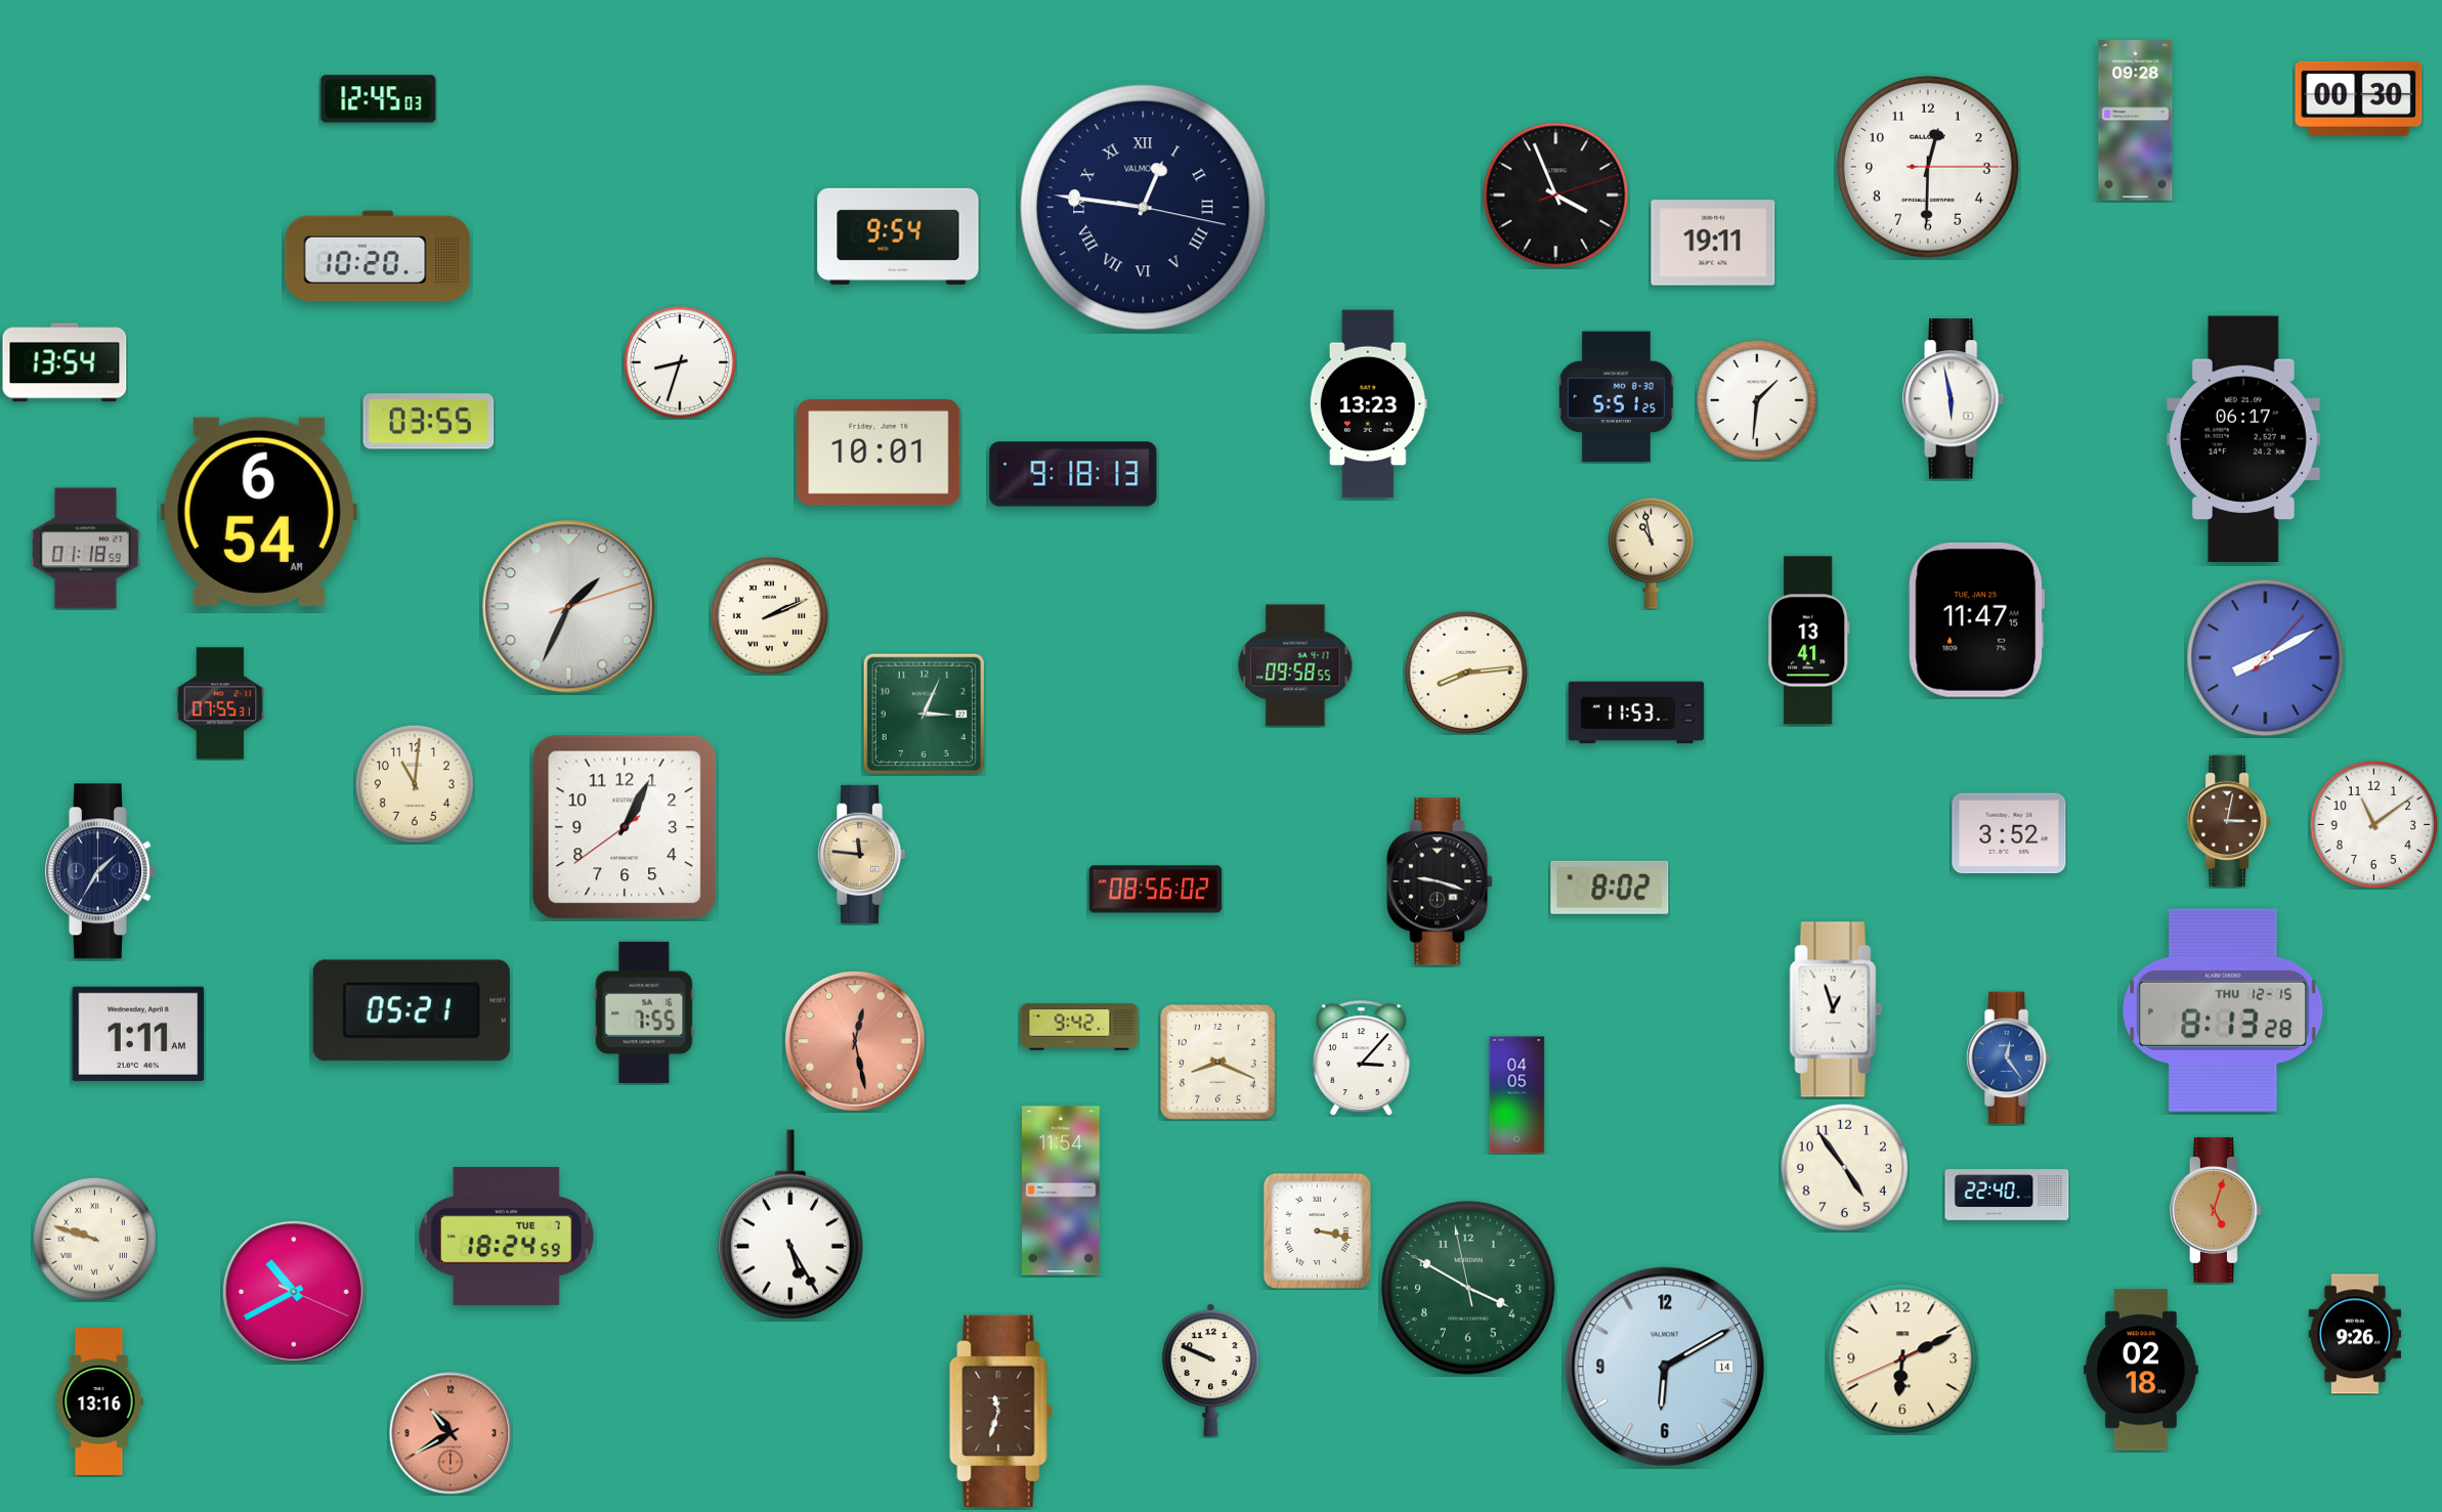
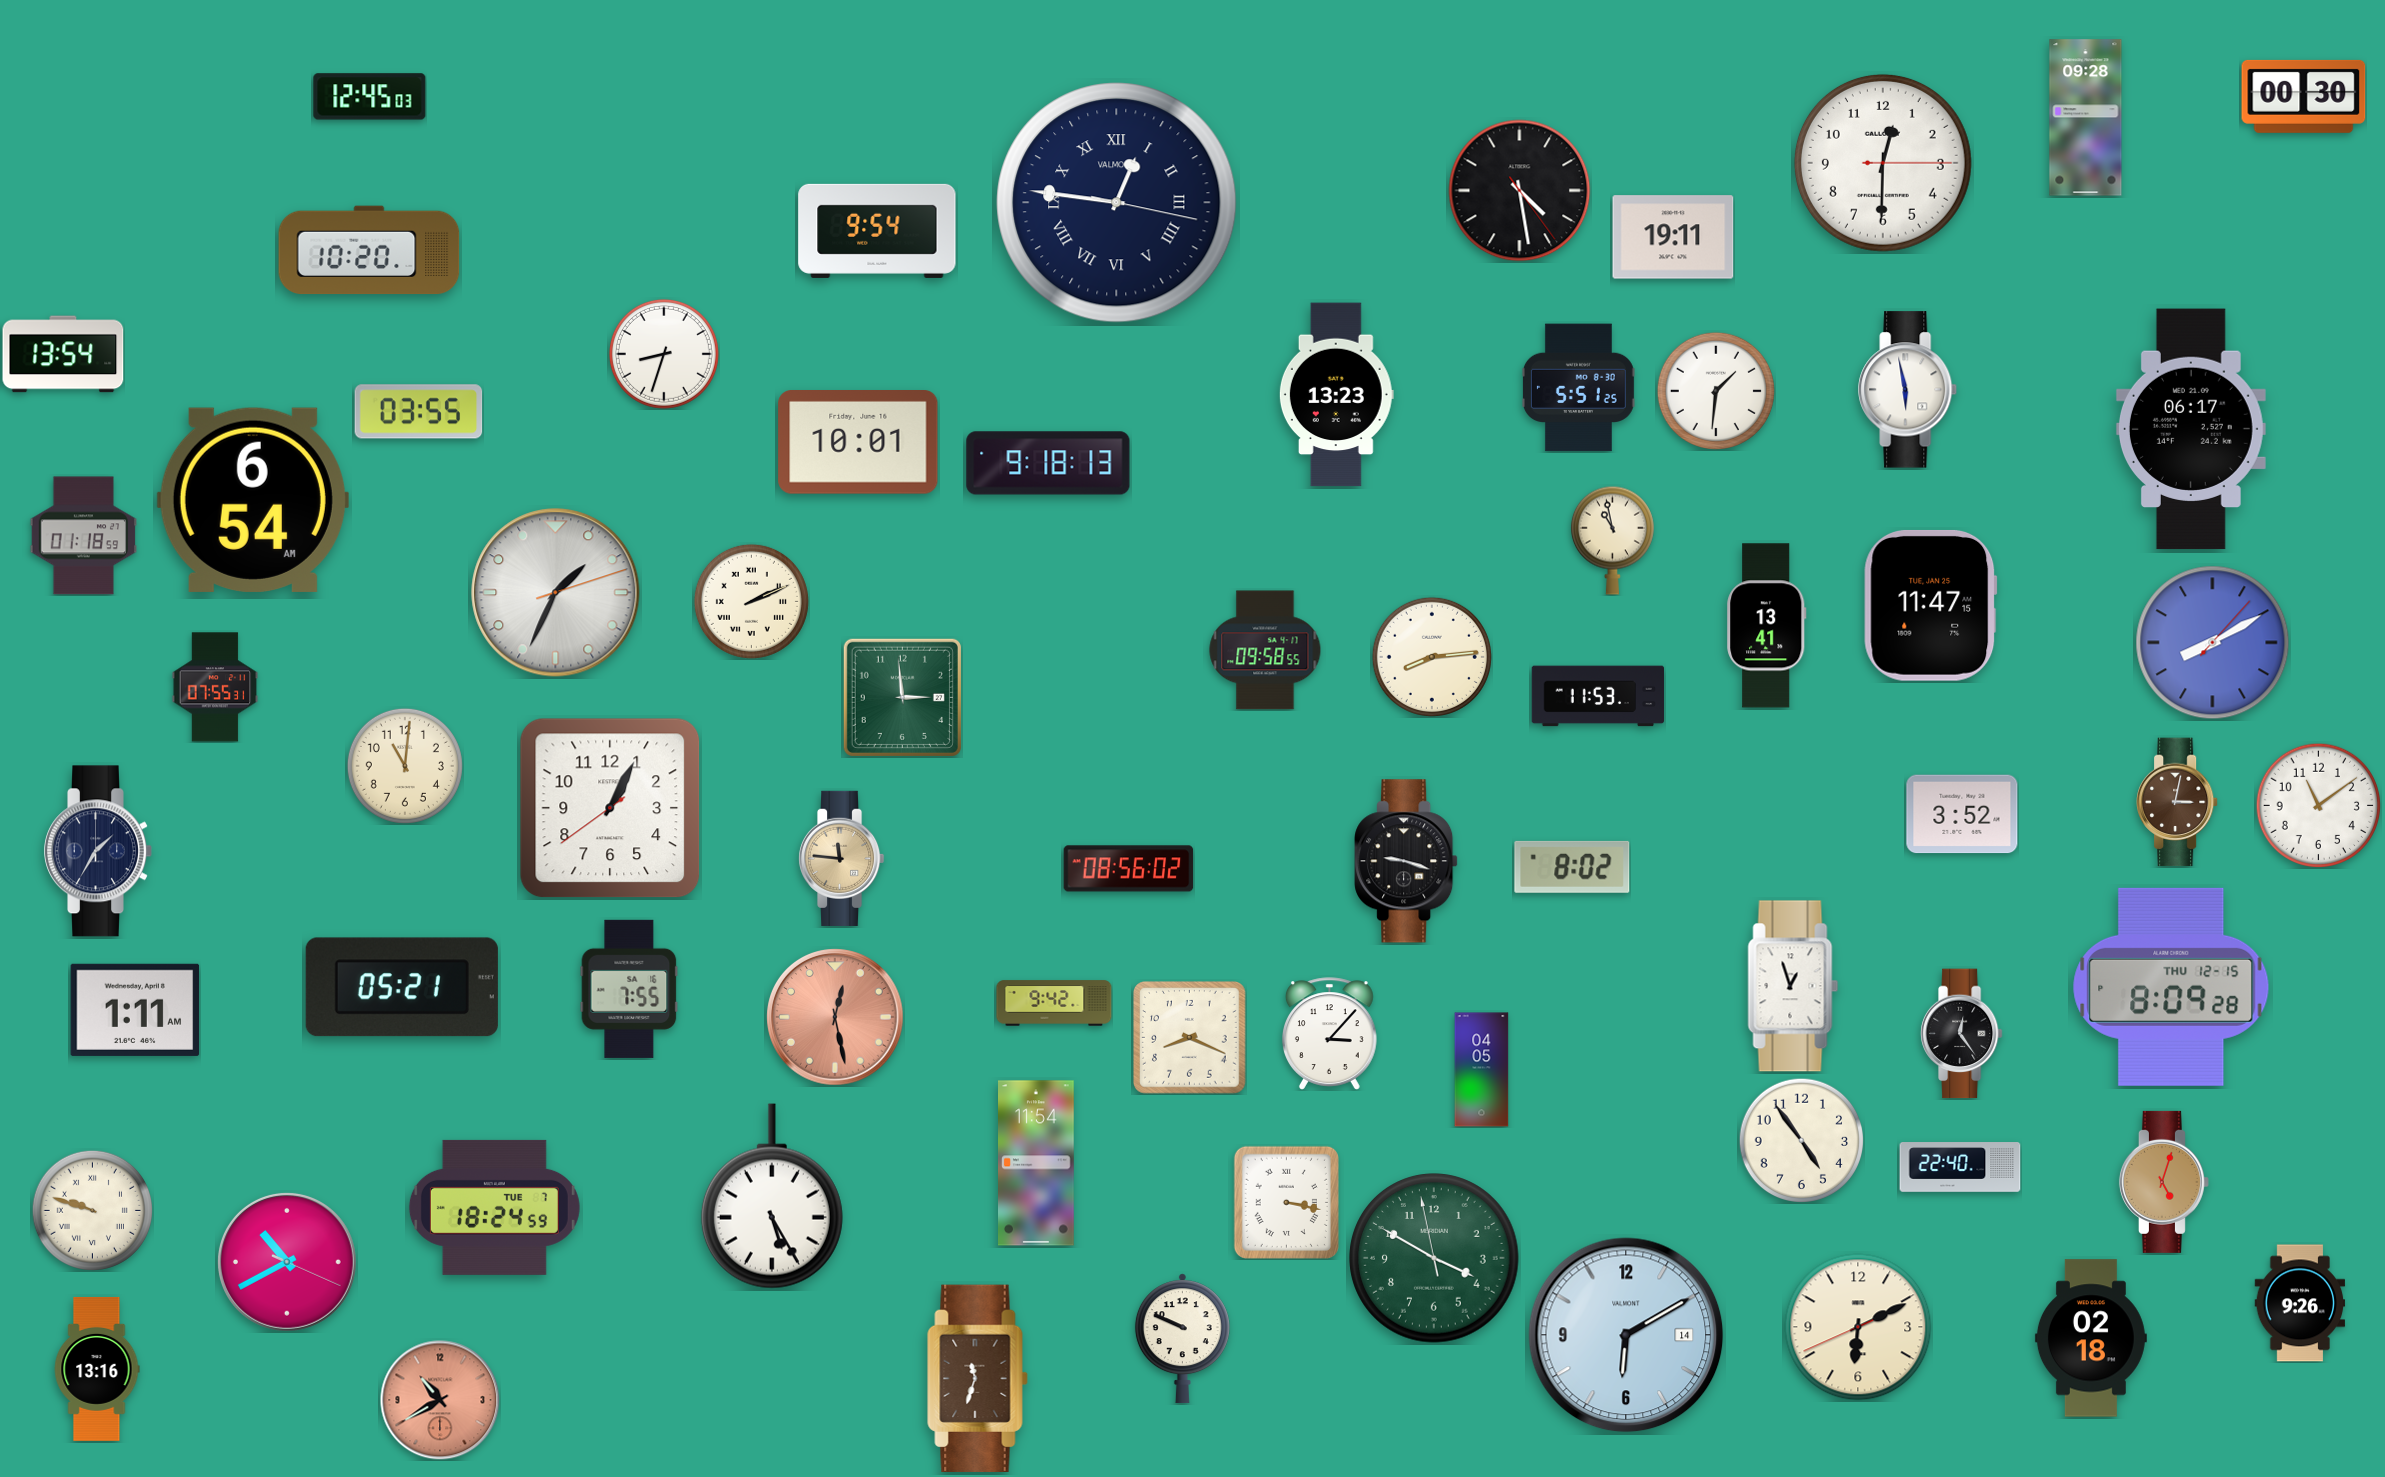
clock at (1556, 196): 3:56 -> 4:28
clock at (924, 714): 3:04 -> 2:59
clock at (861, 854) position: (861, 854) -> (841, 858)
clock at (2223, 1010): 8:13 -> 8:09
clock at (2008, 1059) dial: blue -> black
